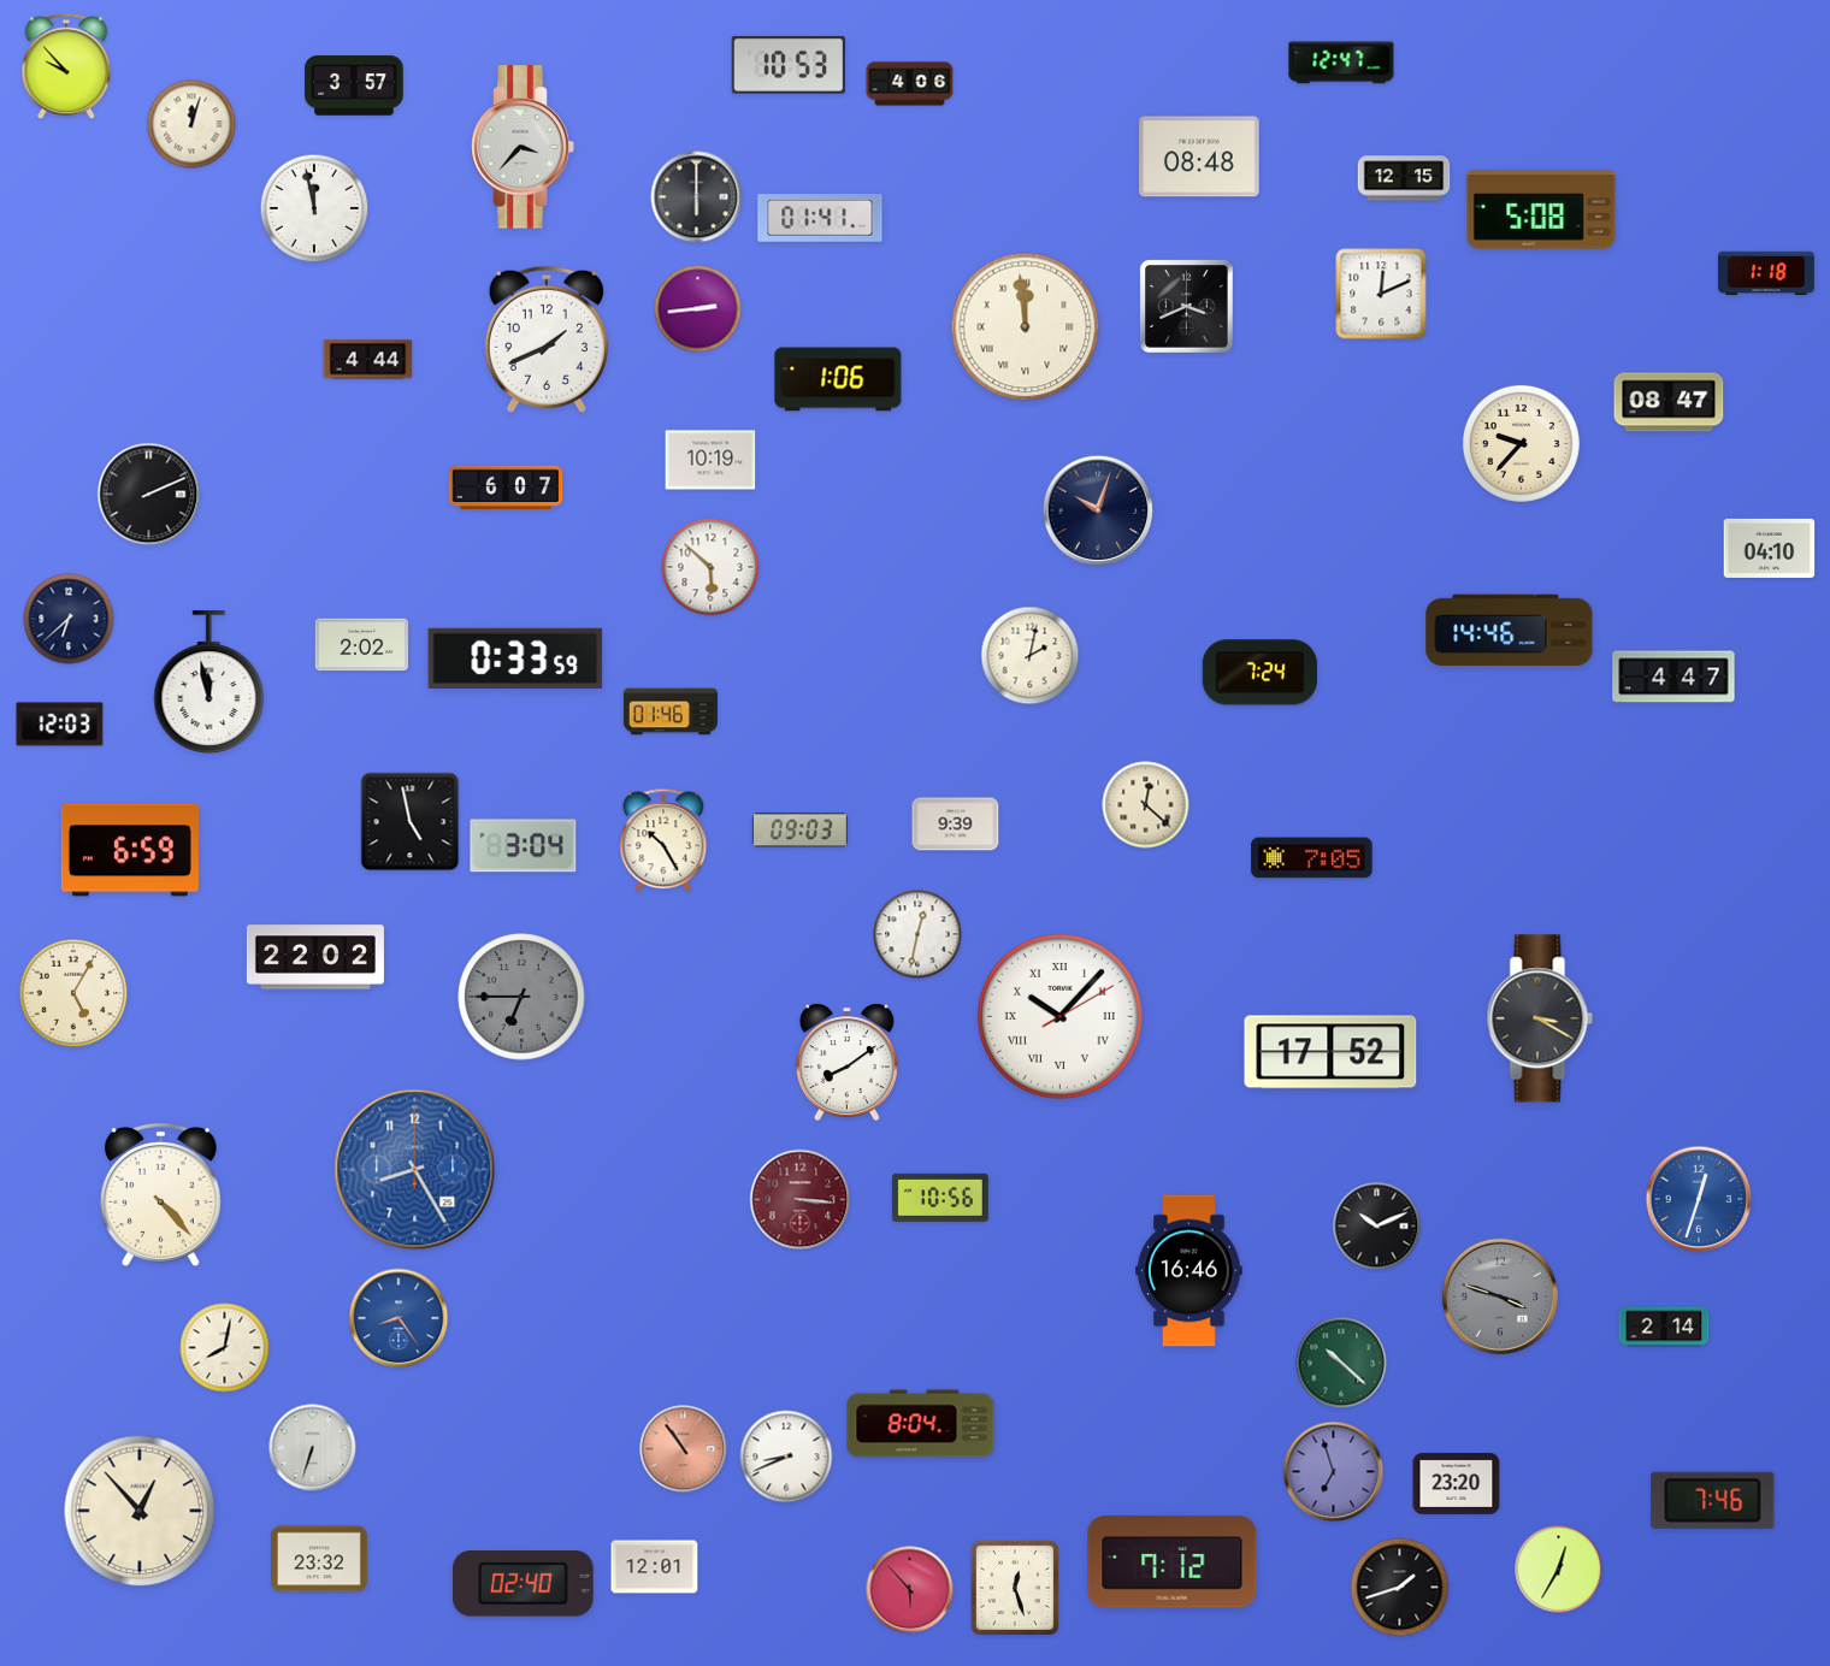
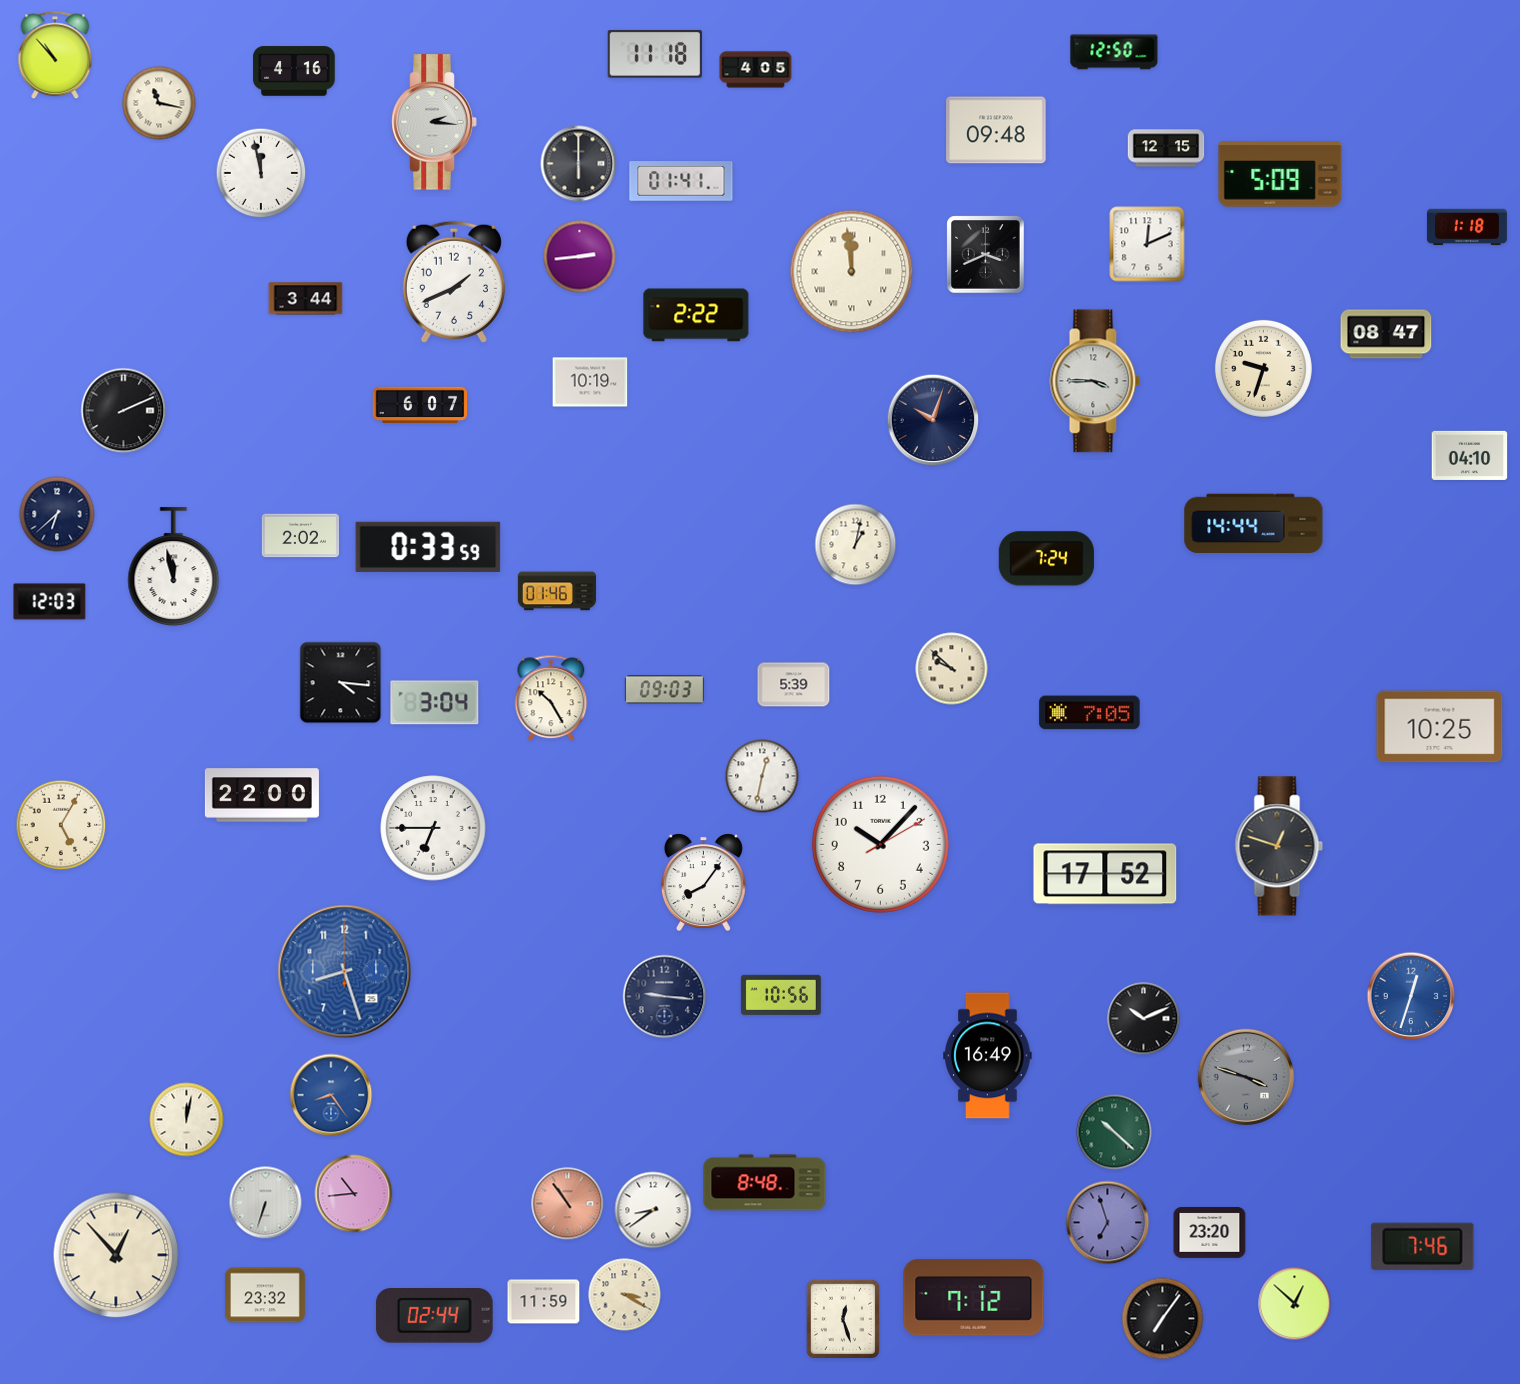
clock at (1341, 63): 12:47 -> 12:50
clock at (789, 65): 10:53 -> 11:18
clock at (66, 67): 9:53 -> 10:53
clock at (910, 84): 4:06 -> 4:05
clock at (354, 85): 3:57 -> 4:16
clock at (191, 124): 12:03 -> 11:17
clock at (523, 147): 3:37 -> 2:16
clock at (1199, 156): 08:48 -> 09:48
clock at (1541, 209): 5:08 -> 5:09
clock at (368, 360): 4:44 -> 3:44
clock at (838, 379): 1:06 -> 2:22
clock at (1521, 443): 9:37 -> 9:33
clock at (1095, 381): none -> 3:45
clock at (1098, 510) position: (1098, 510) -> (933, 420)
clock at (710, 567): 5:52 -> none
clock at (1510, 631): 14:46 -> 14:44
clock at (1031, 656): 2:02 -> 1:02
clock at (1673, 677): 4:47 -> none
clock at (1146, 805): 12:22 -> 9:52
clock at (411, 822): 4:58 -> 4:16
clock at (956, 825): 9:39 -> 5:39
clock at (130, 850): 6:59 -> none
clock at (1440, 727): none -> 10:25
clock at (315, 957): 22:02 -> 22:00
clock at (521, 997) dial: grey -> white
clock at (1059, 1016) numerals: Roman -> Arabic
clock at (1540, 1018): 3:20 -> 12:48
clock at (846, 1062): 8:09 -> 8:06
clock at (415, 1170): 8:25 -> 8:27
clock at (160, 1194): 4:23 -> none
clock at (801, 1200): 3:16 -> 9:16
clock at (801, 1200) dial: burgundy -> navy
clock at (1189, 1271): 16:46 -> 16:49
clock at (1664, 1327): 2:14 -> none
clock at (225, 1348): 8:02 -> 12:02
clock at (921, 1424): 8:04 -> 8:48
clock at (354, 1194): none -> 10:44
clock at (313, 1448) position: (313, 1448) -> (266, 1203)
clock at (786, 1457): 8:41 -> 8:39
clock at (625, 1295): none -> 3:20
clock at (655, 1567): 12:01 -> 11:59
clock at (1559, 1570): 12:35 -> 12:52
clock at (523, 1584): 02:40 -> 02:44
clock at (1400, 1588): 1:42 -> 7:06
clock at (910, 1590): 5:53 -> none
